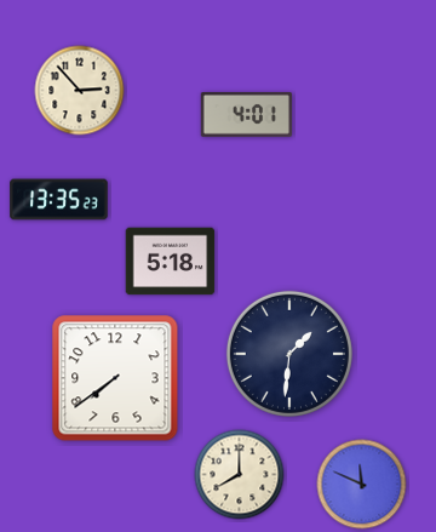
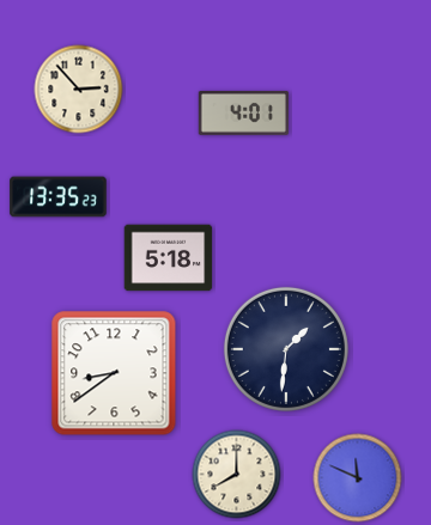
clock at (115, 378): 7:39 -> 8:39
clock at (240, 475) position: (240, 475) -> (237, 475)
